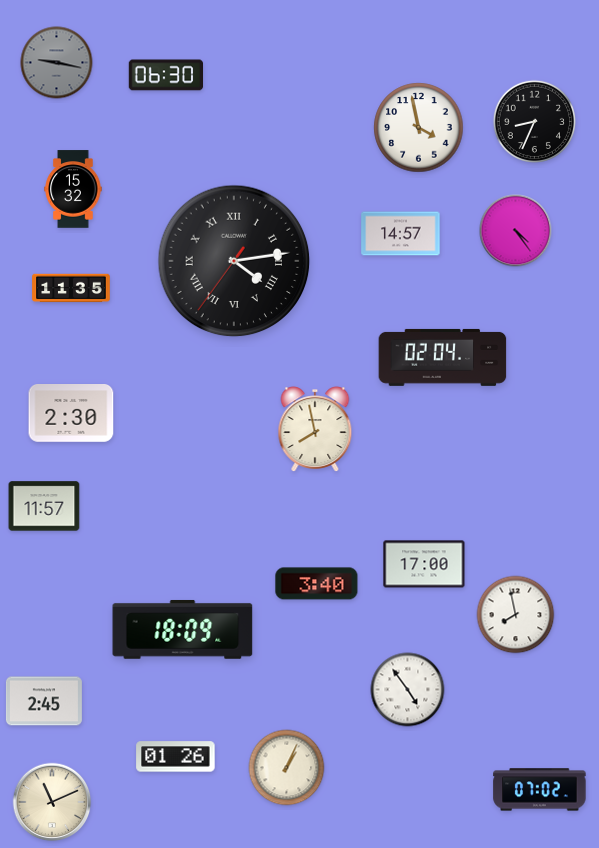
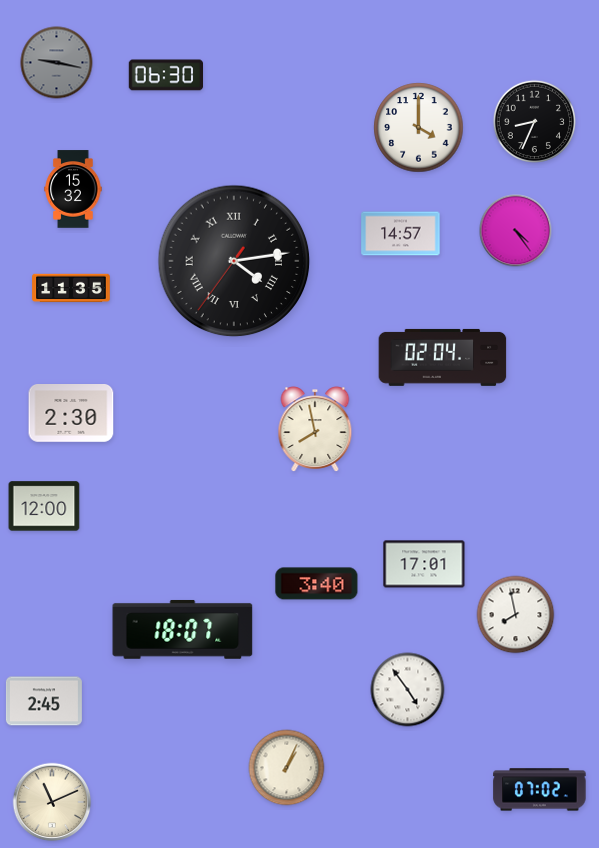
clock at (419, 128): 3:58 -> 4:00
clock at (44, 506): 11:57 -> 12:00
clock at (424, 564): 17:00 -> 17:01
clock at (183, 630): 18:09 -> 18:07
clock at (176, 757): 01:26 -> none
